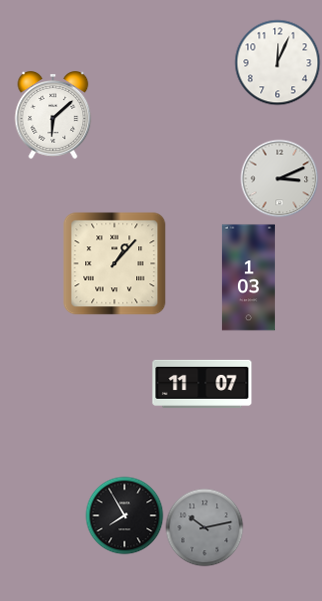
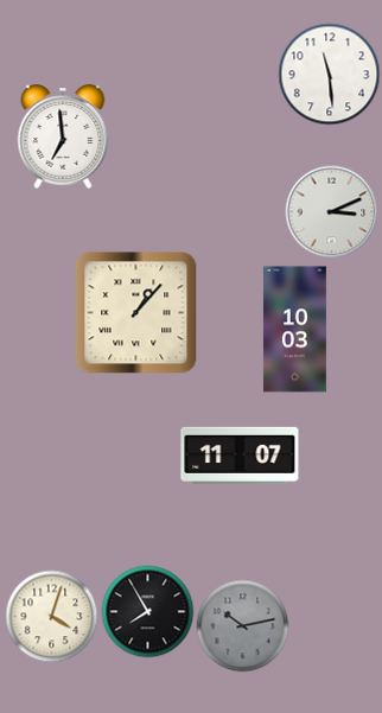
clock at (277, 62): 12:04 -> 11:29
clock at (53, 115): 6:08 -> 6:59
clock at (248, 278): 1:03 -> 10:03
clock at (51, 616): none -> 4:03
